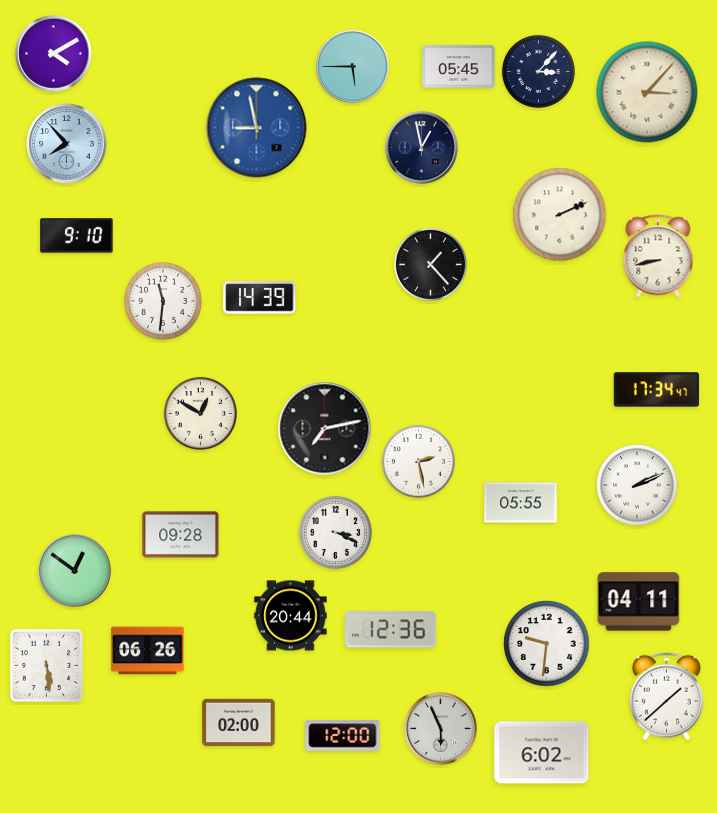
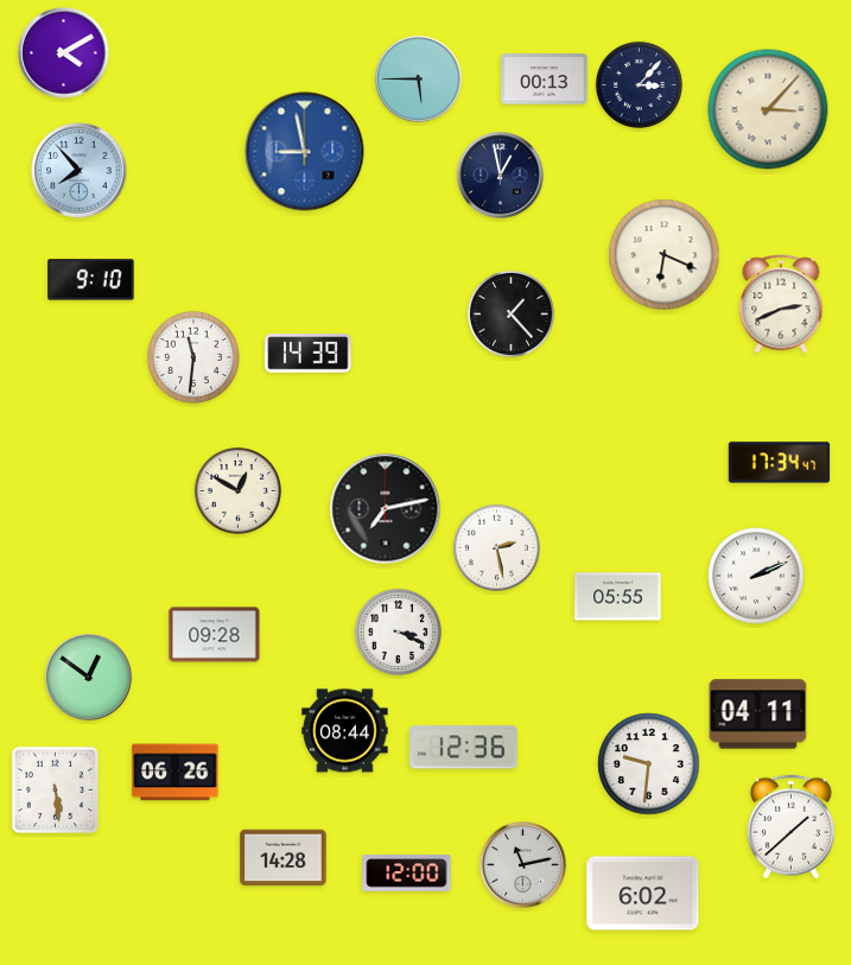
clock at (54, 54) position: (54, 54) -> (64, 53)
clock at (459, 67): 05:45 -> 00:13
clock at (560, 215): 2:11 -> 6:19
clock at (658, 256): 8:43 -> 2:41
clock at (291, 616): 20:44 -> 08:44
clock at (239, 723): 02:00 -> 14:28
clock at (441, 729): 5:56 -> 11:13
